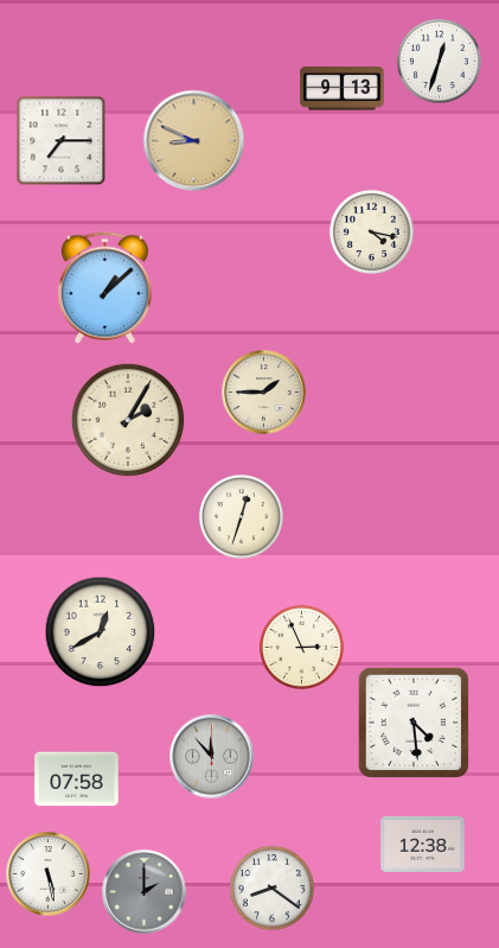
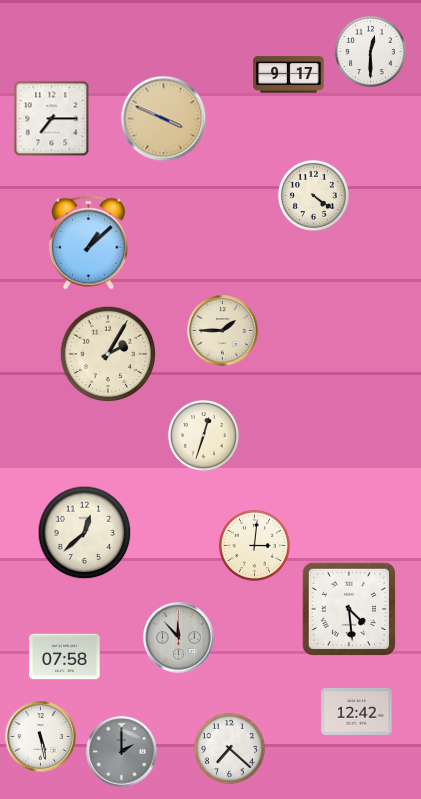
clock at (439, 61): 12:33 -> 12:30
clock at (343, 89): 9:13 -> 9:17
clock at (194, 141): 8:49 -> 3:49
clock at (371, 231): 4:17 -> 4:21
clock at (101, 632): 12:40 -> 12:38
clock at (301, 647): 2:56 -> 3:01
clock at (423, 844): 12:38 -> 12:42
clock at (271, 887): 8:21 -> 7:22
